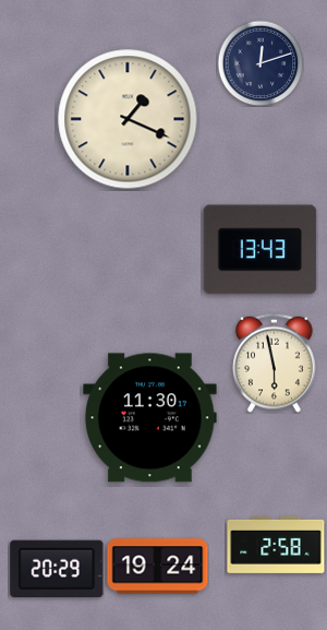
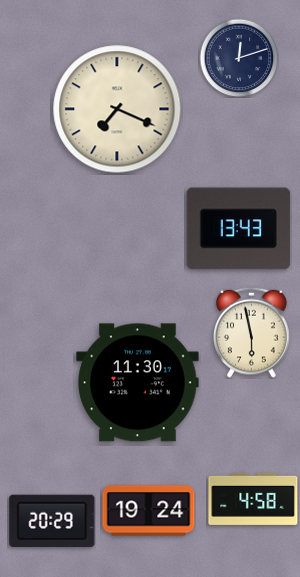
clock at (128, 119): 1:19 -> 7:19
clock at (276, 545): 2:58 -> 4:58
clock at (158, 567) position: (158, 567) -> (149, 511)
